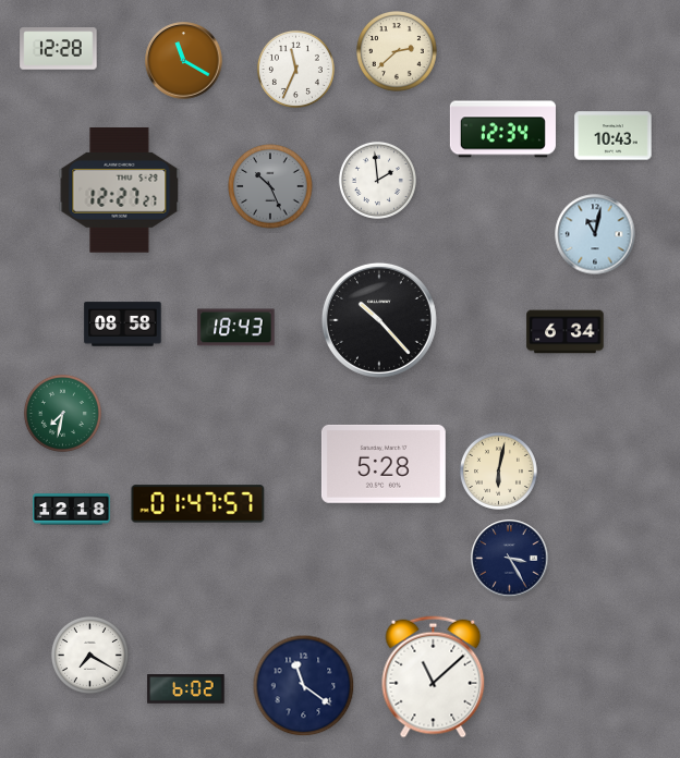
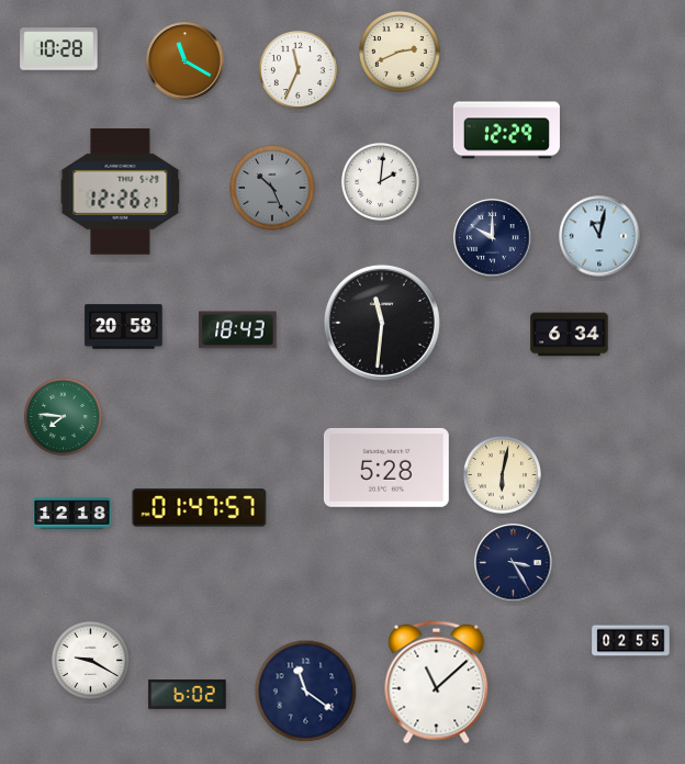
clock at (59, 49): 12:28 -> 10:28
clock at (398, 52): 2:38 -> 2:41
clock at (502, 130): 12:34 -> 12:29
clock at (614, 136): 10:43 -> none
clock at (377, 180): 1:59 -> 2:01
clock at (120, 191): 12:27 -> 12:26
clock at (493, 238): none -> 10:00
clock at (379, 320): 10:23 -> 11:31
clock at (123, 325): 08:58 -> 20:58
clock at (62, 413): 7:32 -> 7:46
clock at (631, 641): none -> 02:55
clock at (89, 655): 7:20 -> 9:20
